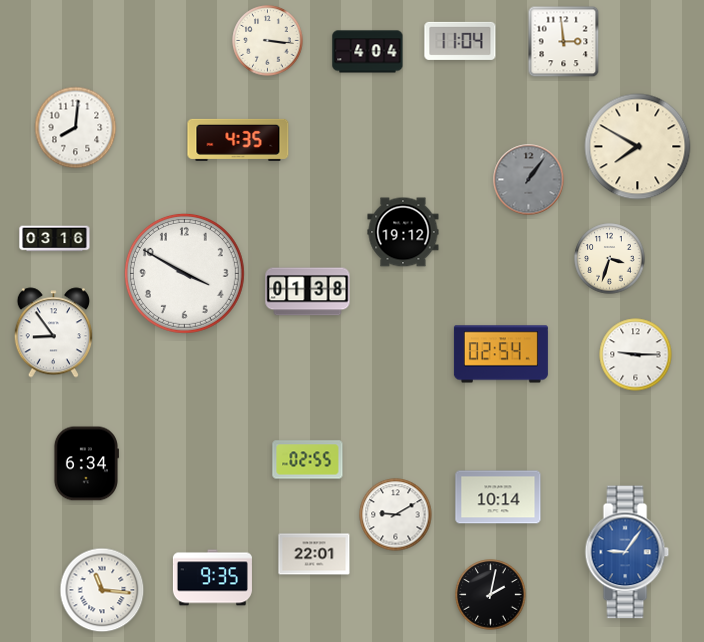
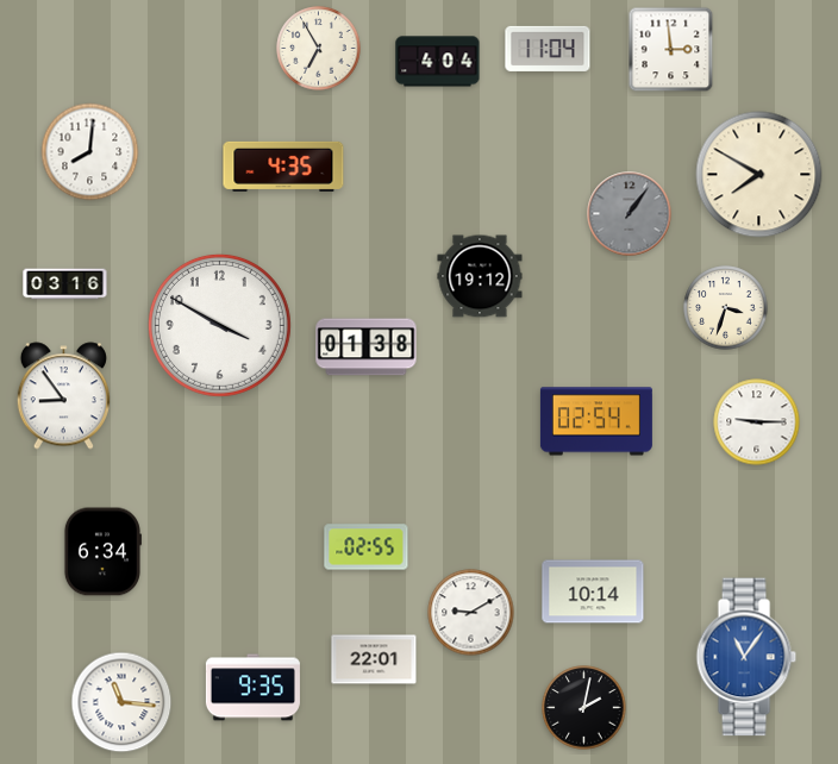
clock at (268, 41): 3:16 -> 6:55
clock at (627, 552): 9:06 -> 11:06
